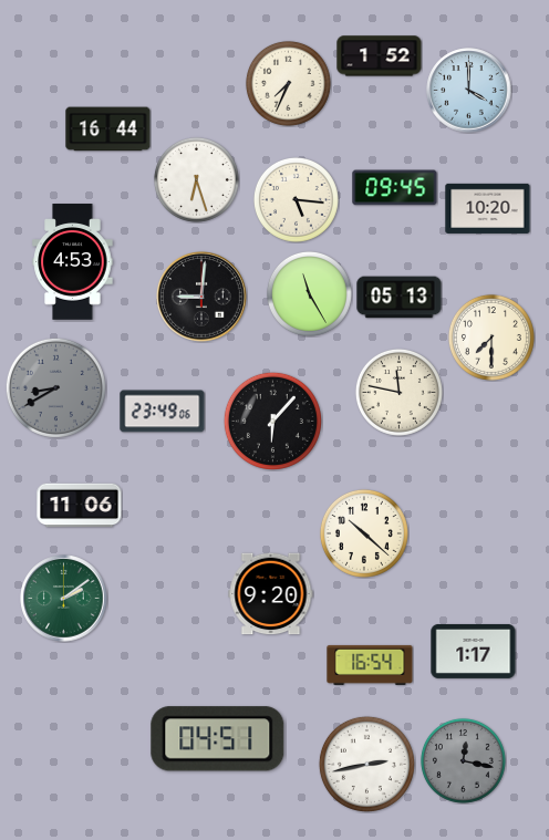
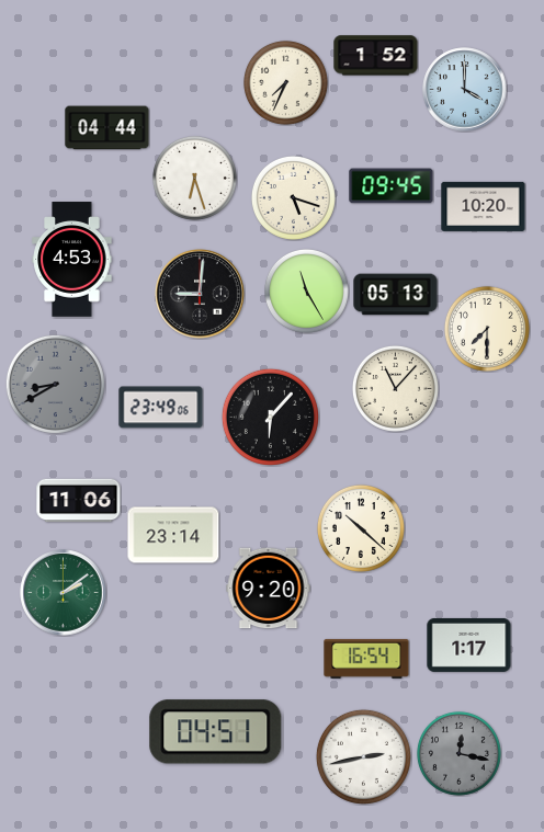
clock at (108, 129): 16:44 -> 04:44
clock at (296, 199): 5:16 -> 5:18
clock at (491, 338) position: (491, 338) -> (487, 329)
clock at (398, 392): 11:47 -> 11:07
clock at (173, 535): none -> 23:14
